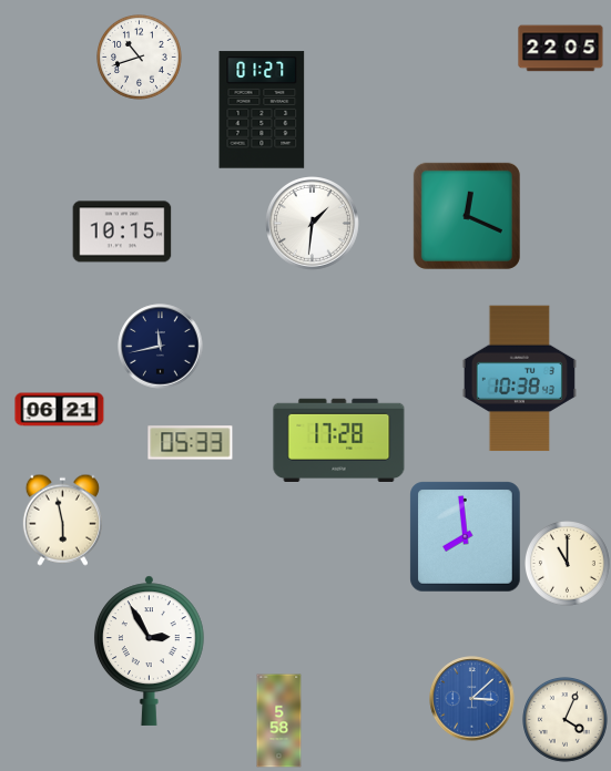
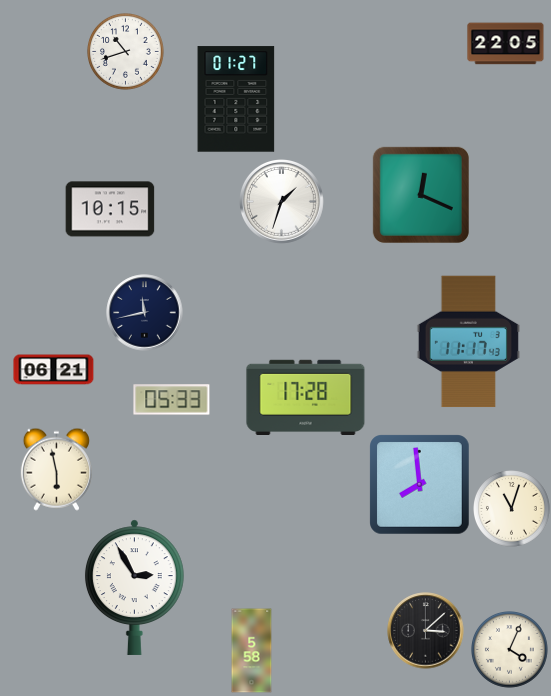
clock at (313, 224): 1:31 -> 1:33
clock at (519, 379): 10:38 -> 11:17
clock at (568, 564): 11:00 -> 11:03
clock at (472, 699) dial: blue -> black
